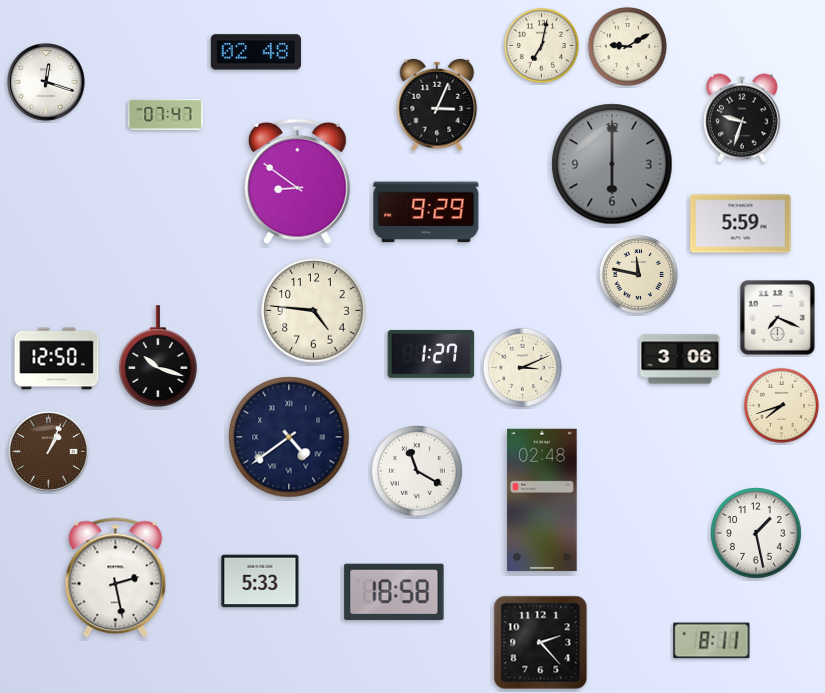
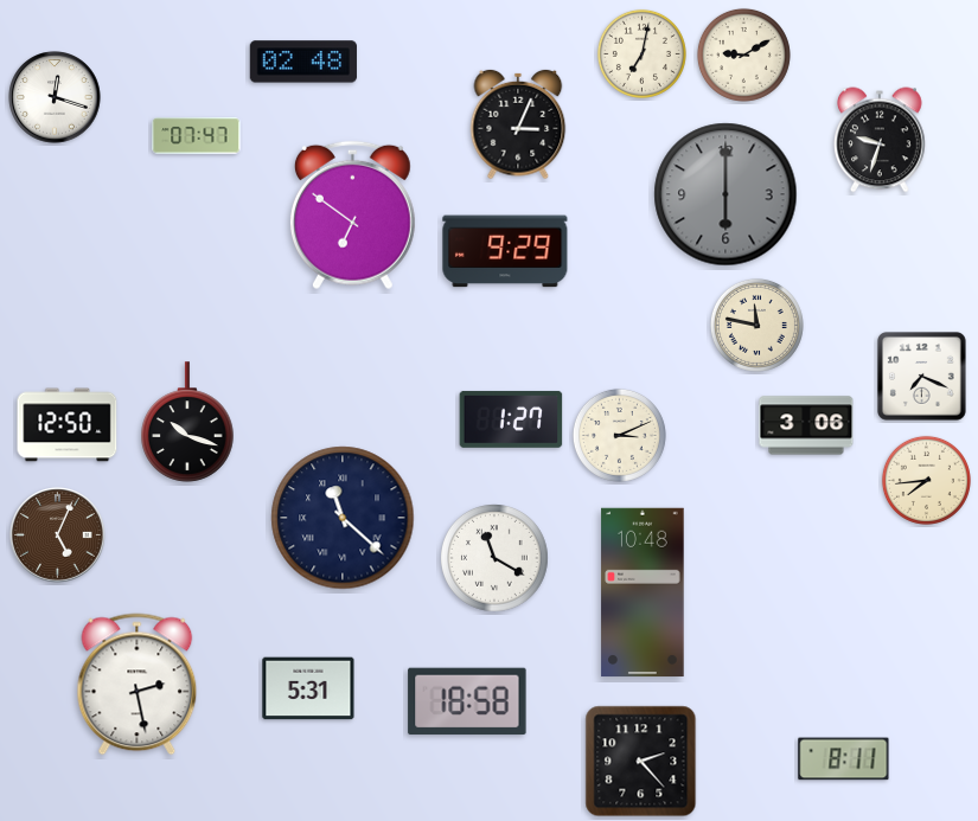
clock at (297, 182): 8:51 -> 6:51
clock at (741, 224): 5:59 -> none
clock at (314, 311): 4:46 -> none
clock at (781, 405): 7:42 -> 7:44
clock at (289, 437): 4:39 -> 11:22
clock at (49, 452): 1:04 -> 5:04
clock at (542, 500): 02:48 -> 10:48
clock at (757, 534): 1:28 -> none
clock at (260, 581): 5:33 -> 5:31
